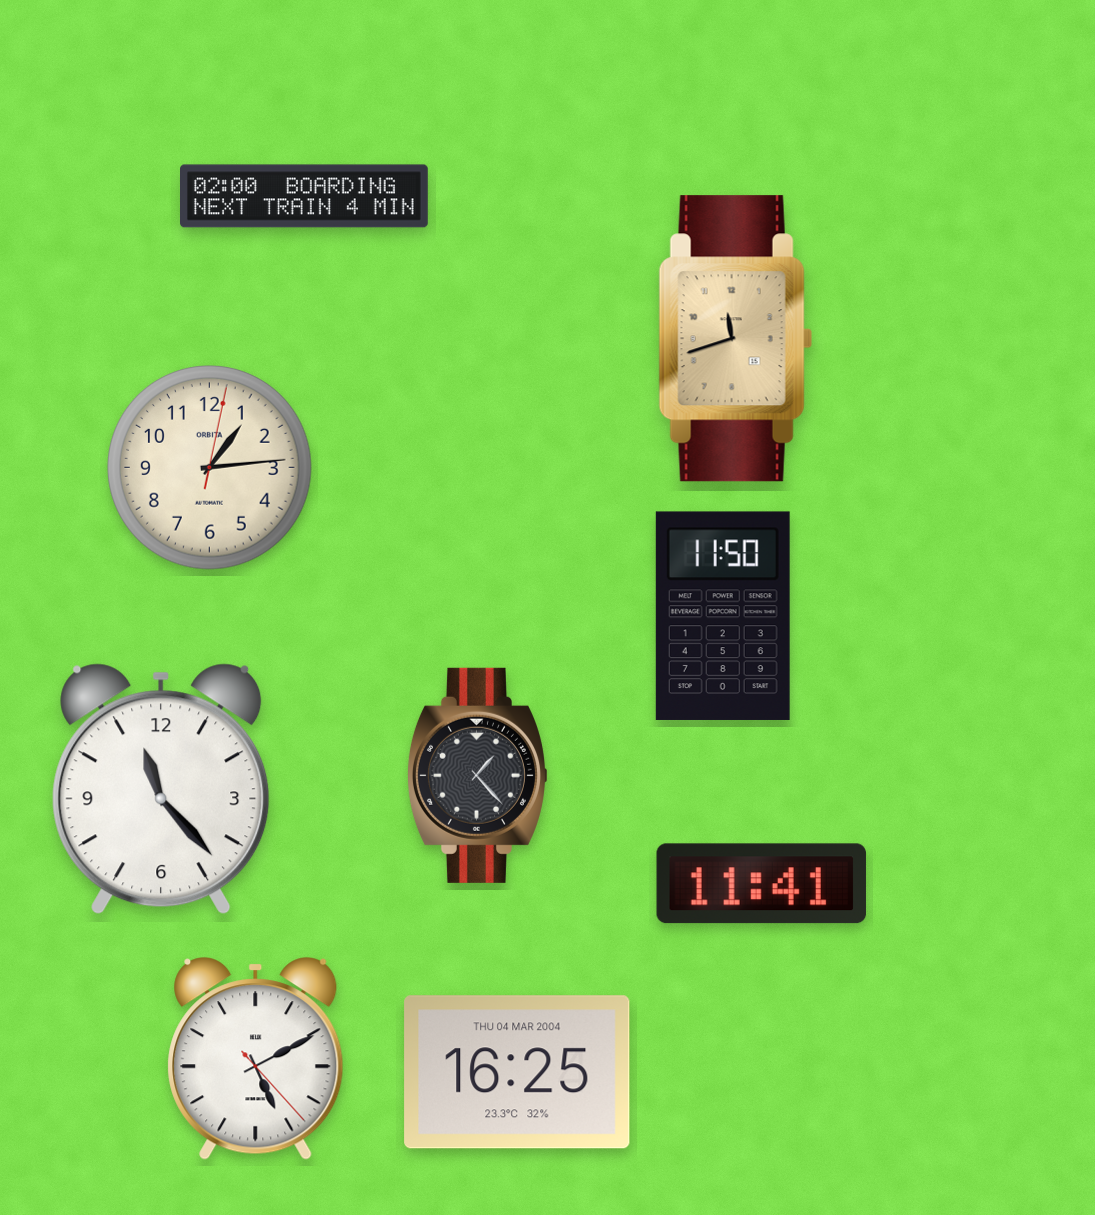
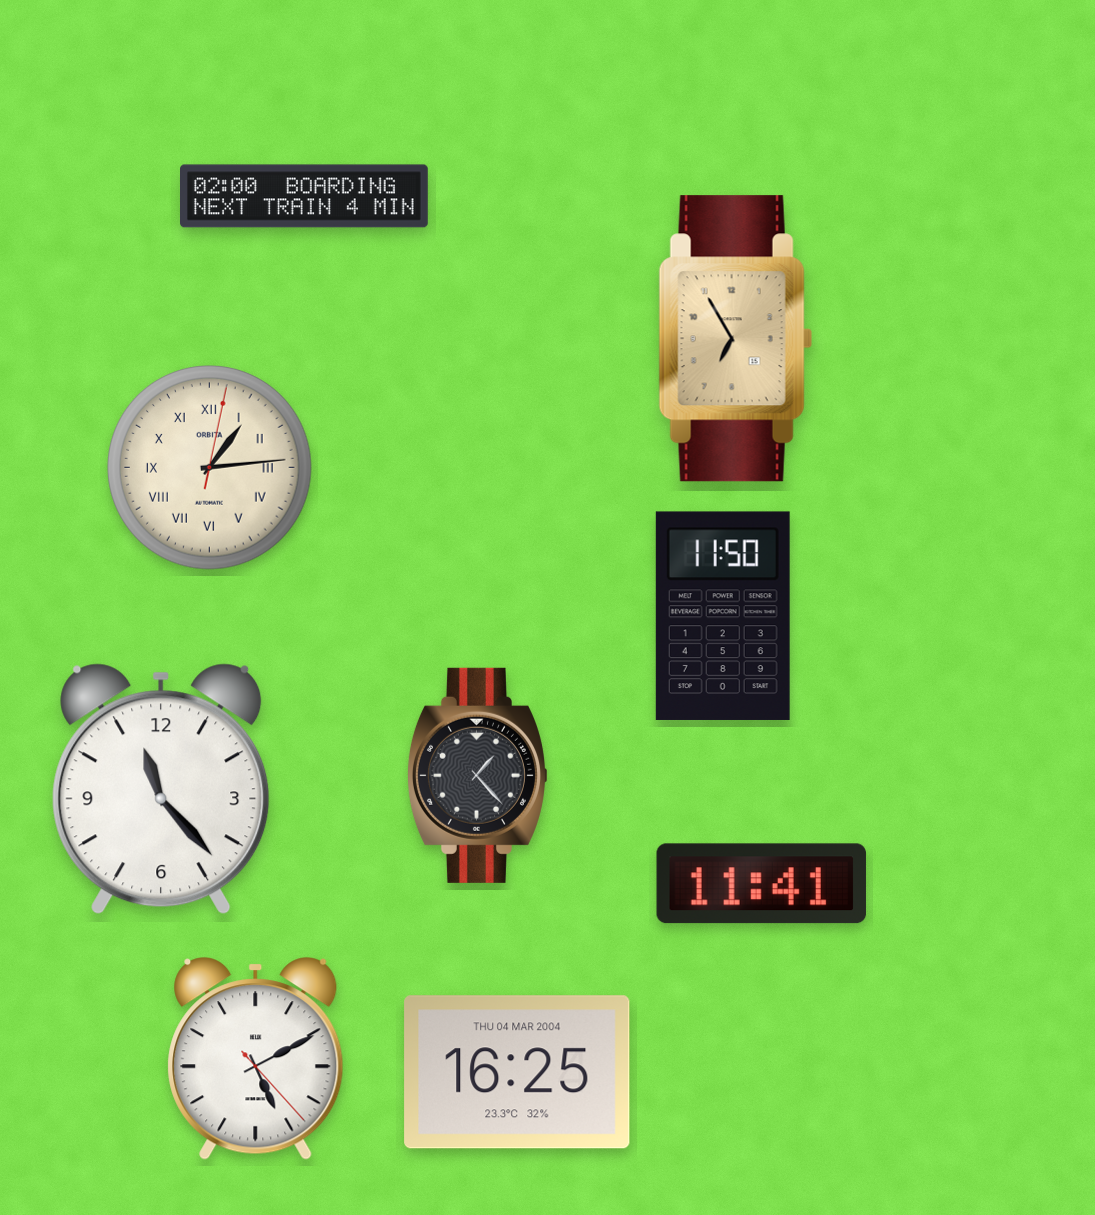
clock at (735, 339): 11:42 -> 6:55
clock at (210, 468) numerals: Arabic -> Roman
